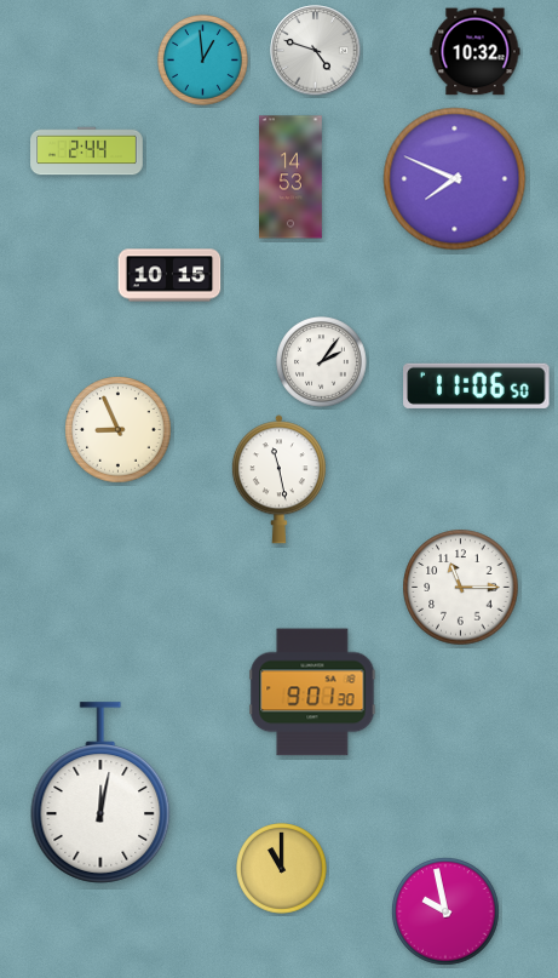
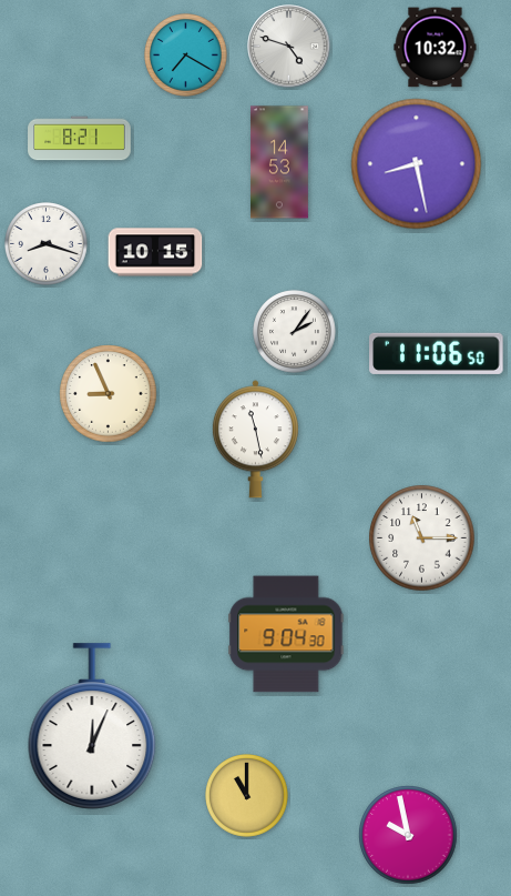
clock at (203, 61): 12:59 -> 7:20
clock at (87, 151): 2:44 -> 8:21
clock at (292, 177) position: (292, 177) -> (280, 162)
clock at (455, 179): 7:49 -> 8:28
clock at (47, 244): none -> 8:18
clock at (312, 692): 9:01 -> 9:04
clock at (100, 793): 12:02 -> 12:04
clock at (282, 869) position: (282, 869) -> (247, 796)
